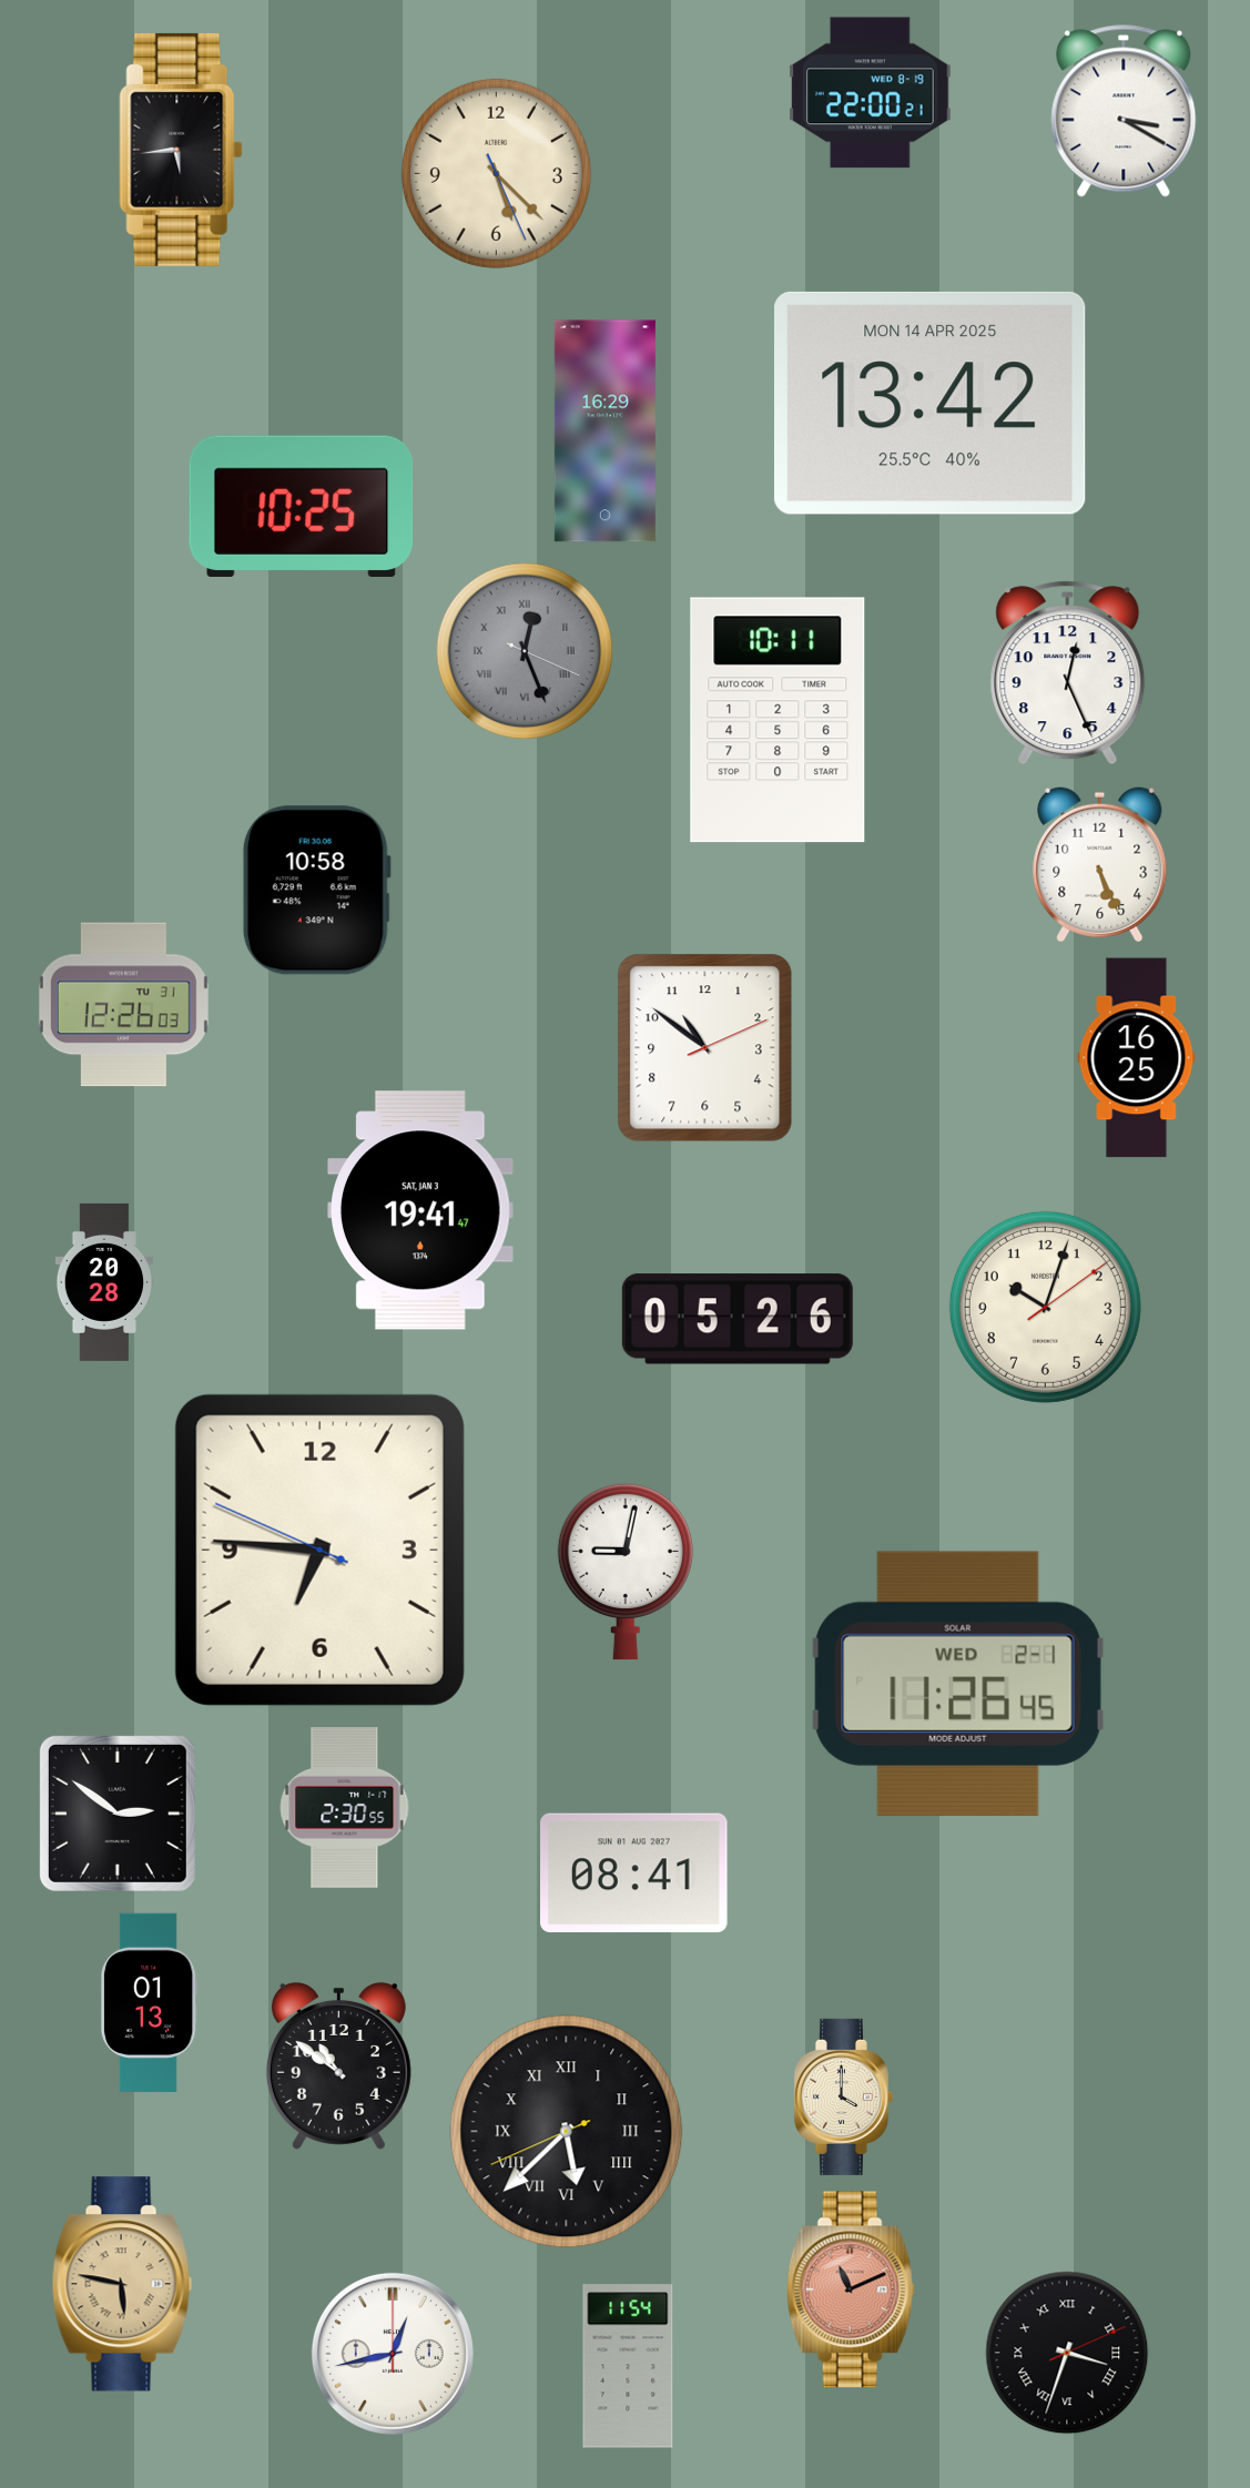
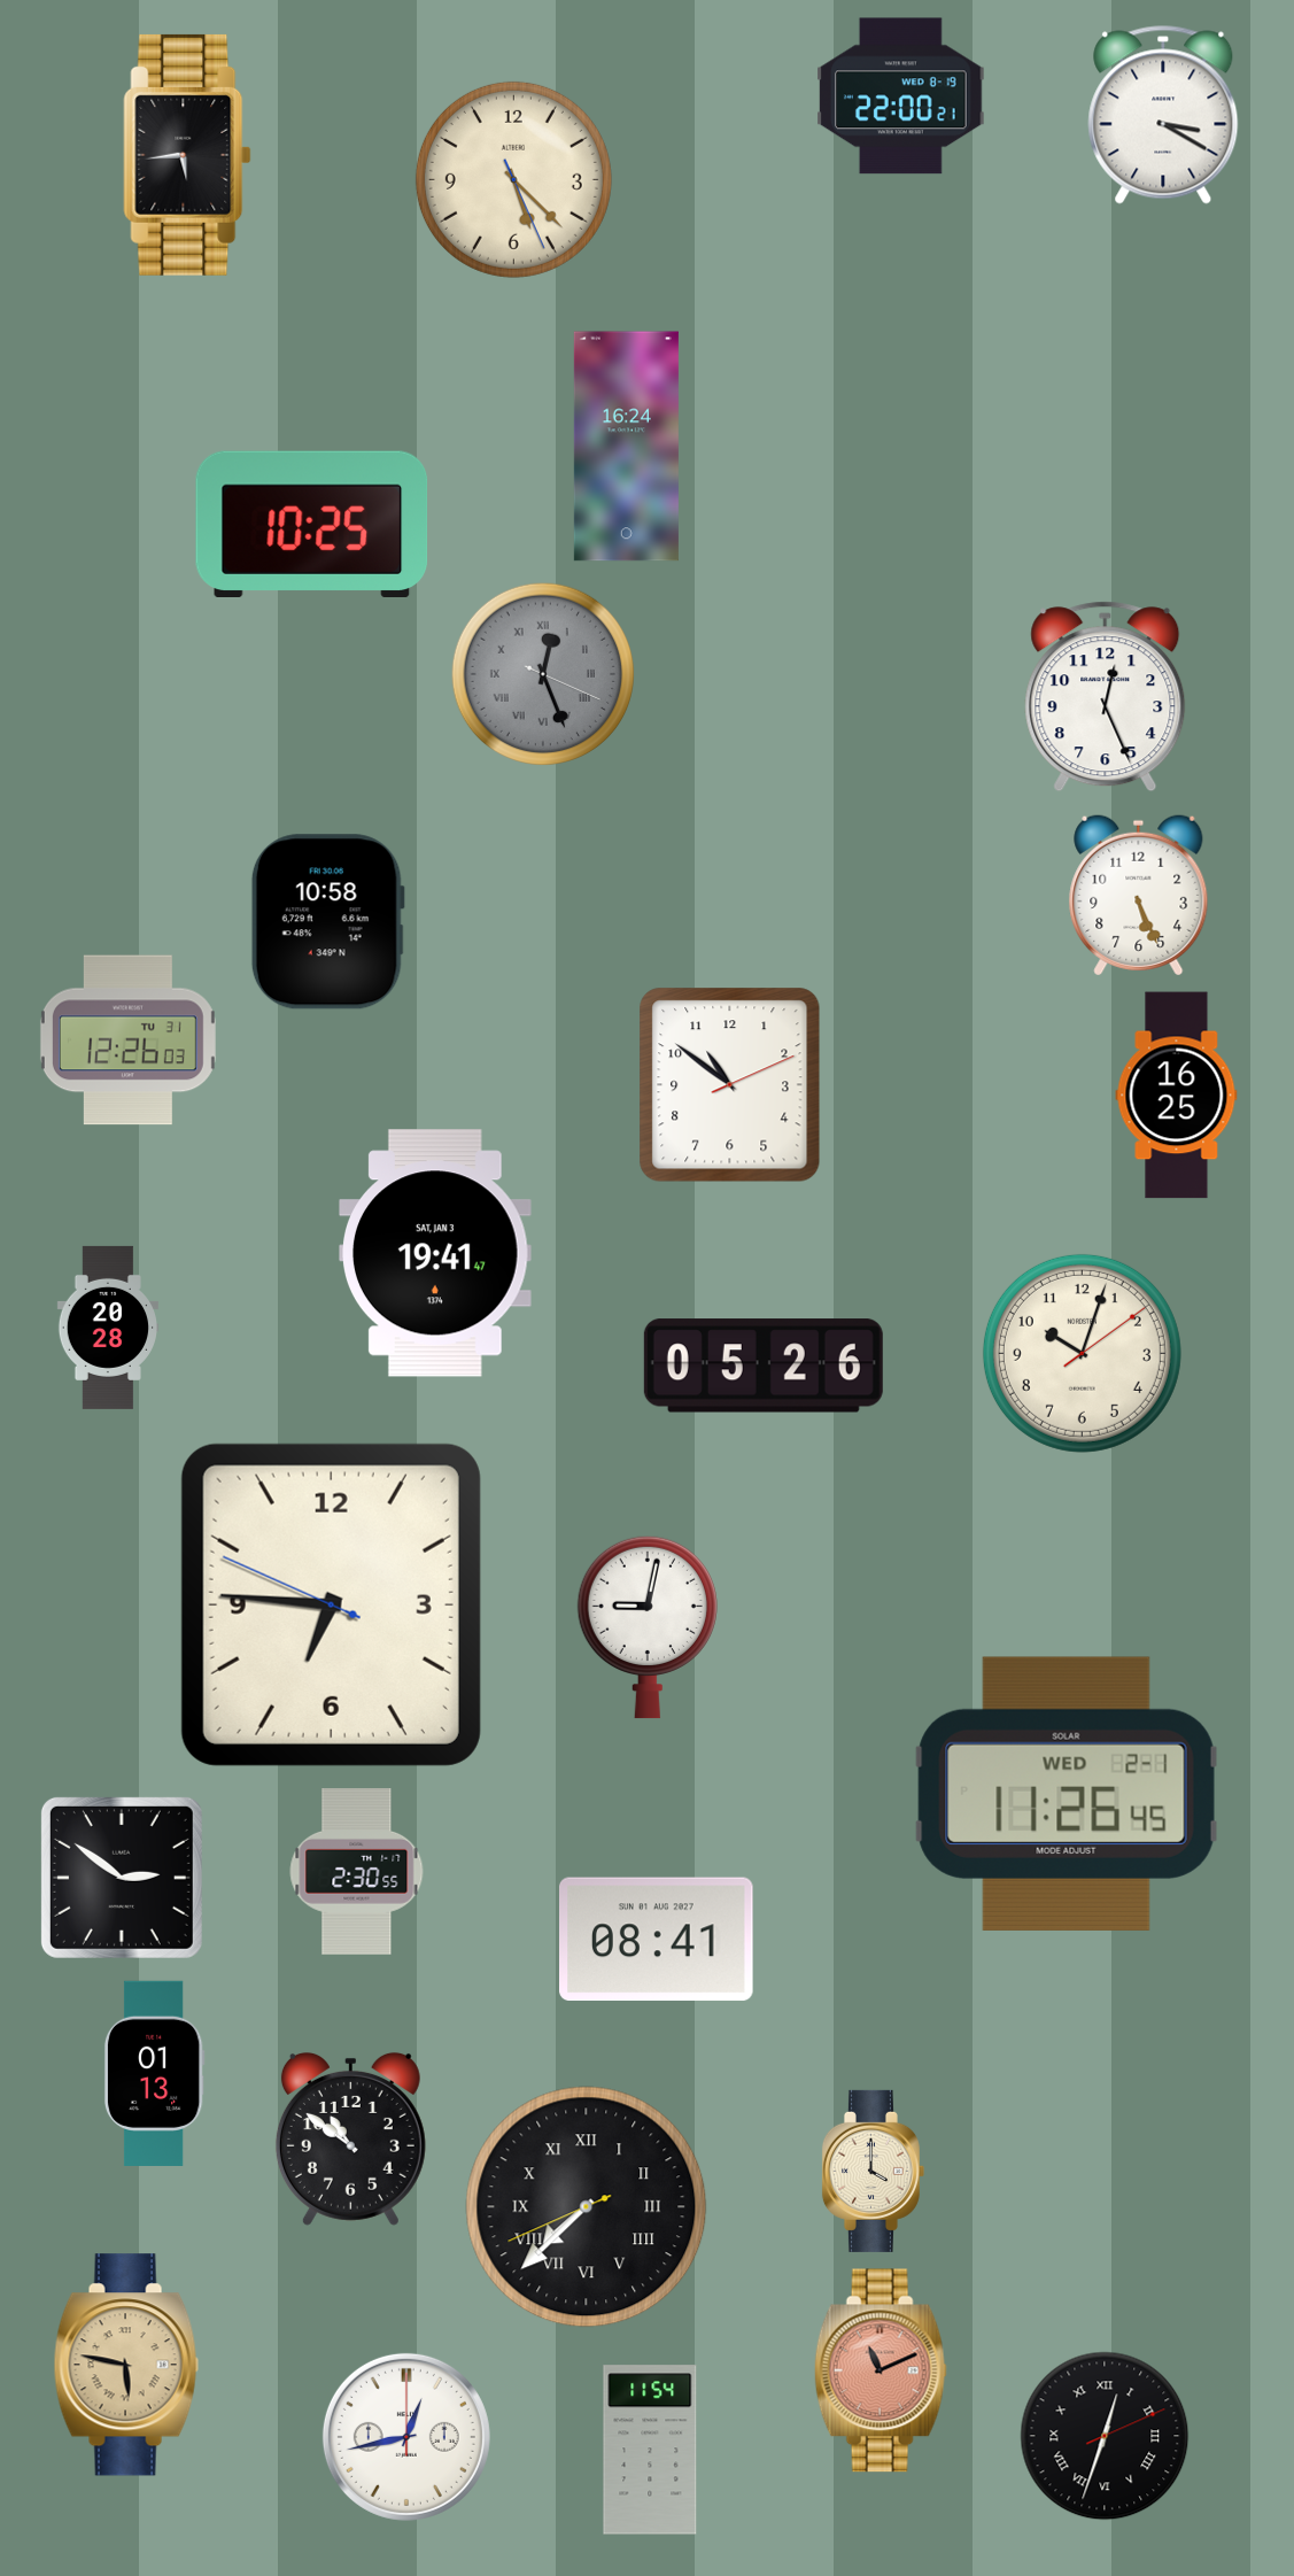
clock at (931, 403): 13:42 -> none
clock at (604, 431): 16:29 -> 16:24
clock at (778, 720): 10:11 -> none
clock at (958, 1684) position: (958, 1684) -> (1067, 1794)
clock at (567, 2132): 5:37 -> 7:37
clock at (1067, 2353): 3:33 -> 12:33
